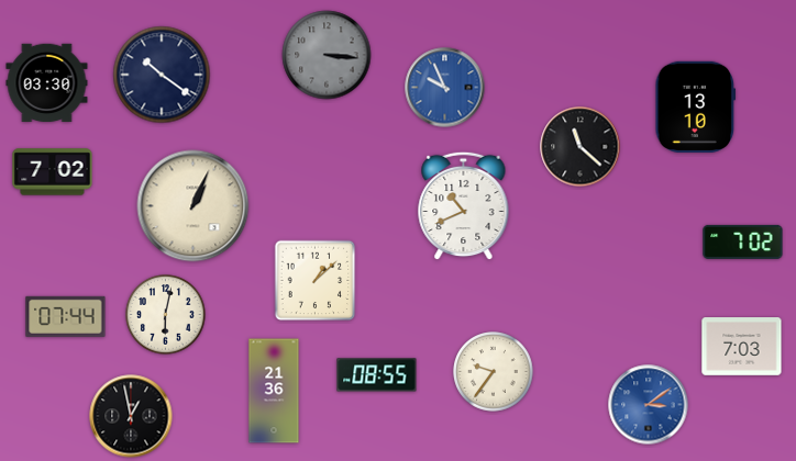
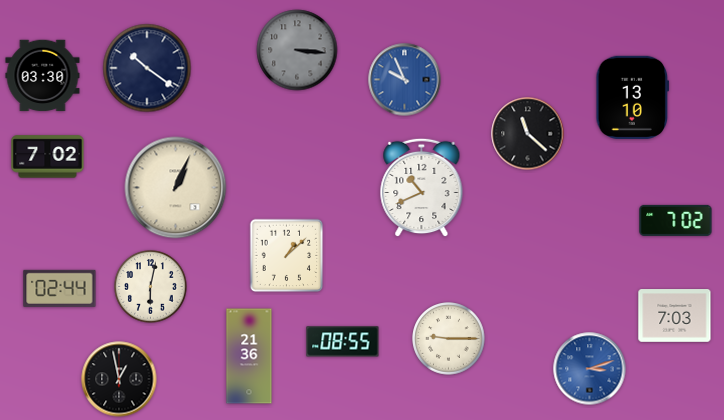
clock at (66, 316): 07:44 -> 02:44
clock at (494, 372): 9:36 -> 9:15
clock at (649, 405): 3:09 -> 3:12
